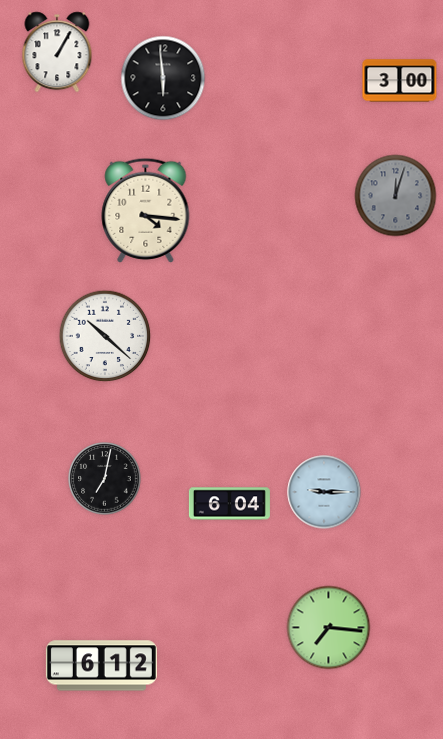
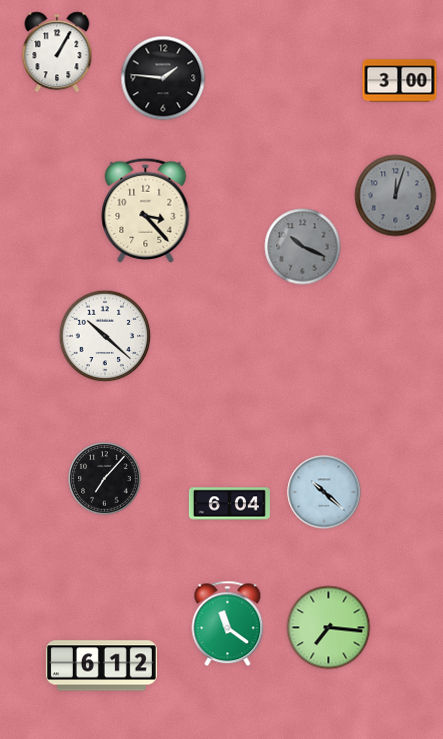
clock at (163, 78): 5:59 -> 1:46
clock at (146, 210): 4:16 -> 3:23
clock at (303, 247): none -> 10:19
clock at (105, 479): 7:02 -> 7:07
clock at (324, 492): 9:15 -> 10:22
clock at (228, 624): none -> 11:21
